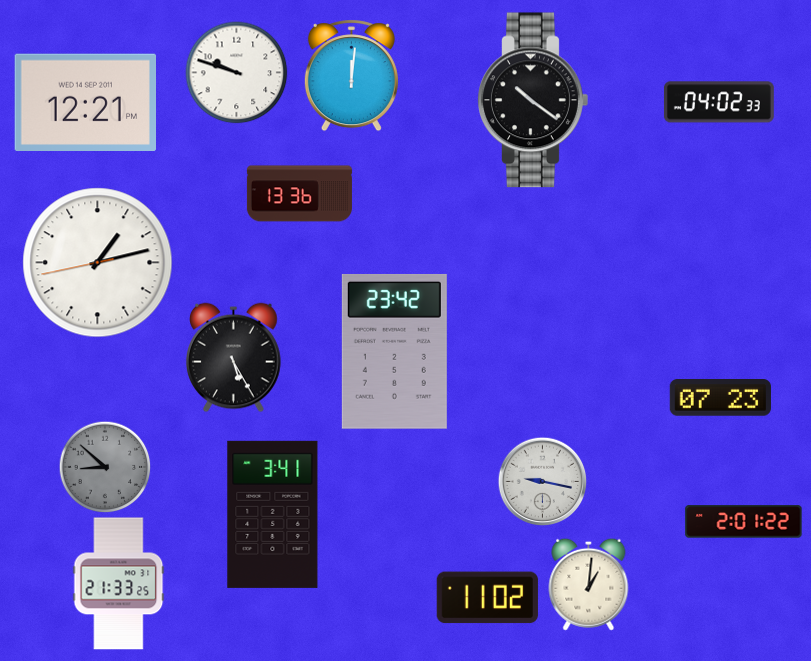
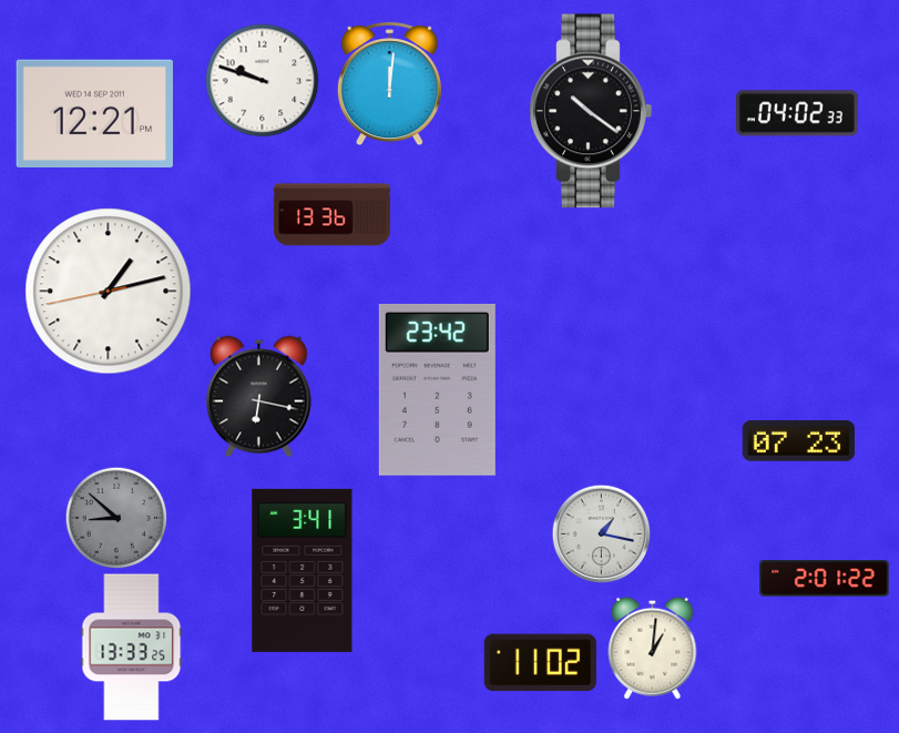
clock at (234, 358): 5:25 -> 6:17
clock at (542, 481): 9:17 -> 1:17
clock at (119, 584): 21:33 -> 13:33
